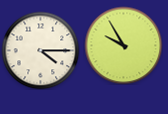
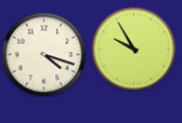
clock at (40, 50): 4:15 -> 4:18
